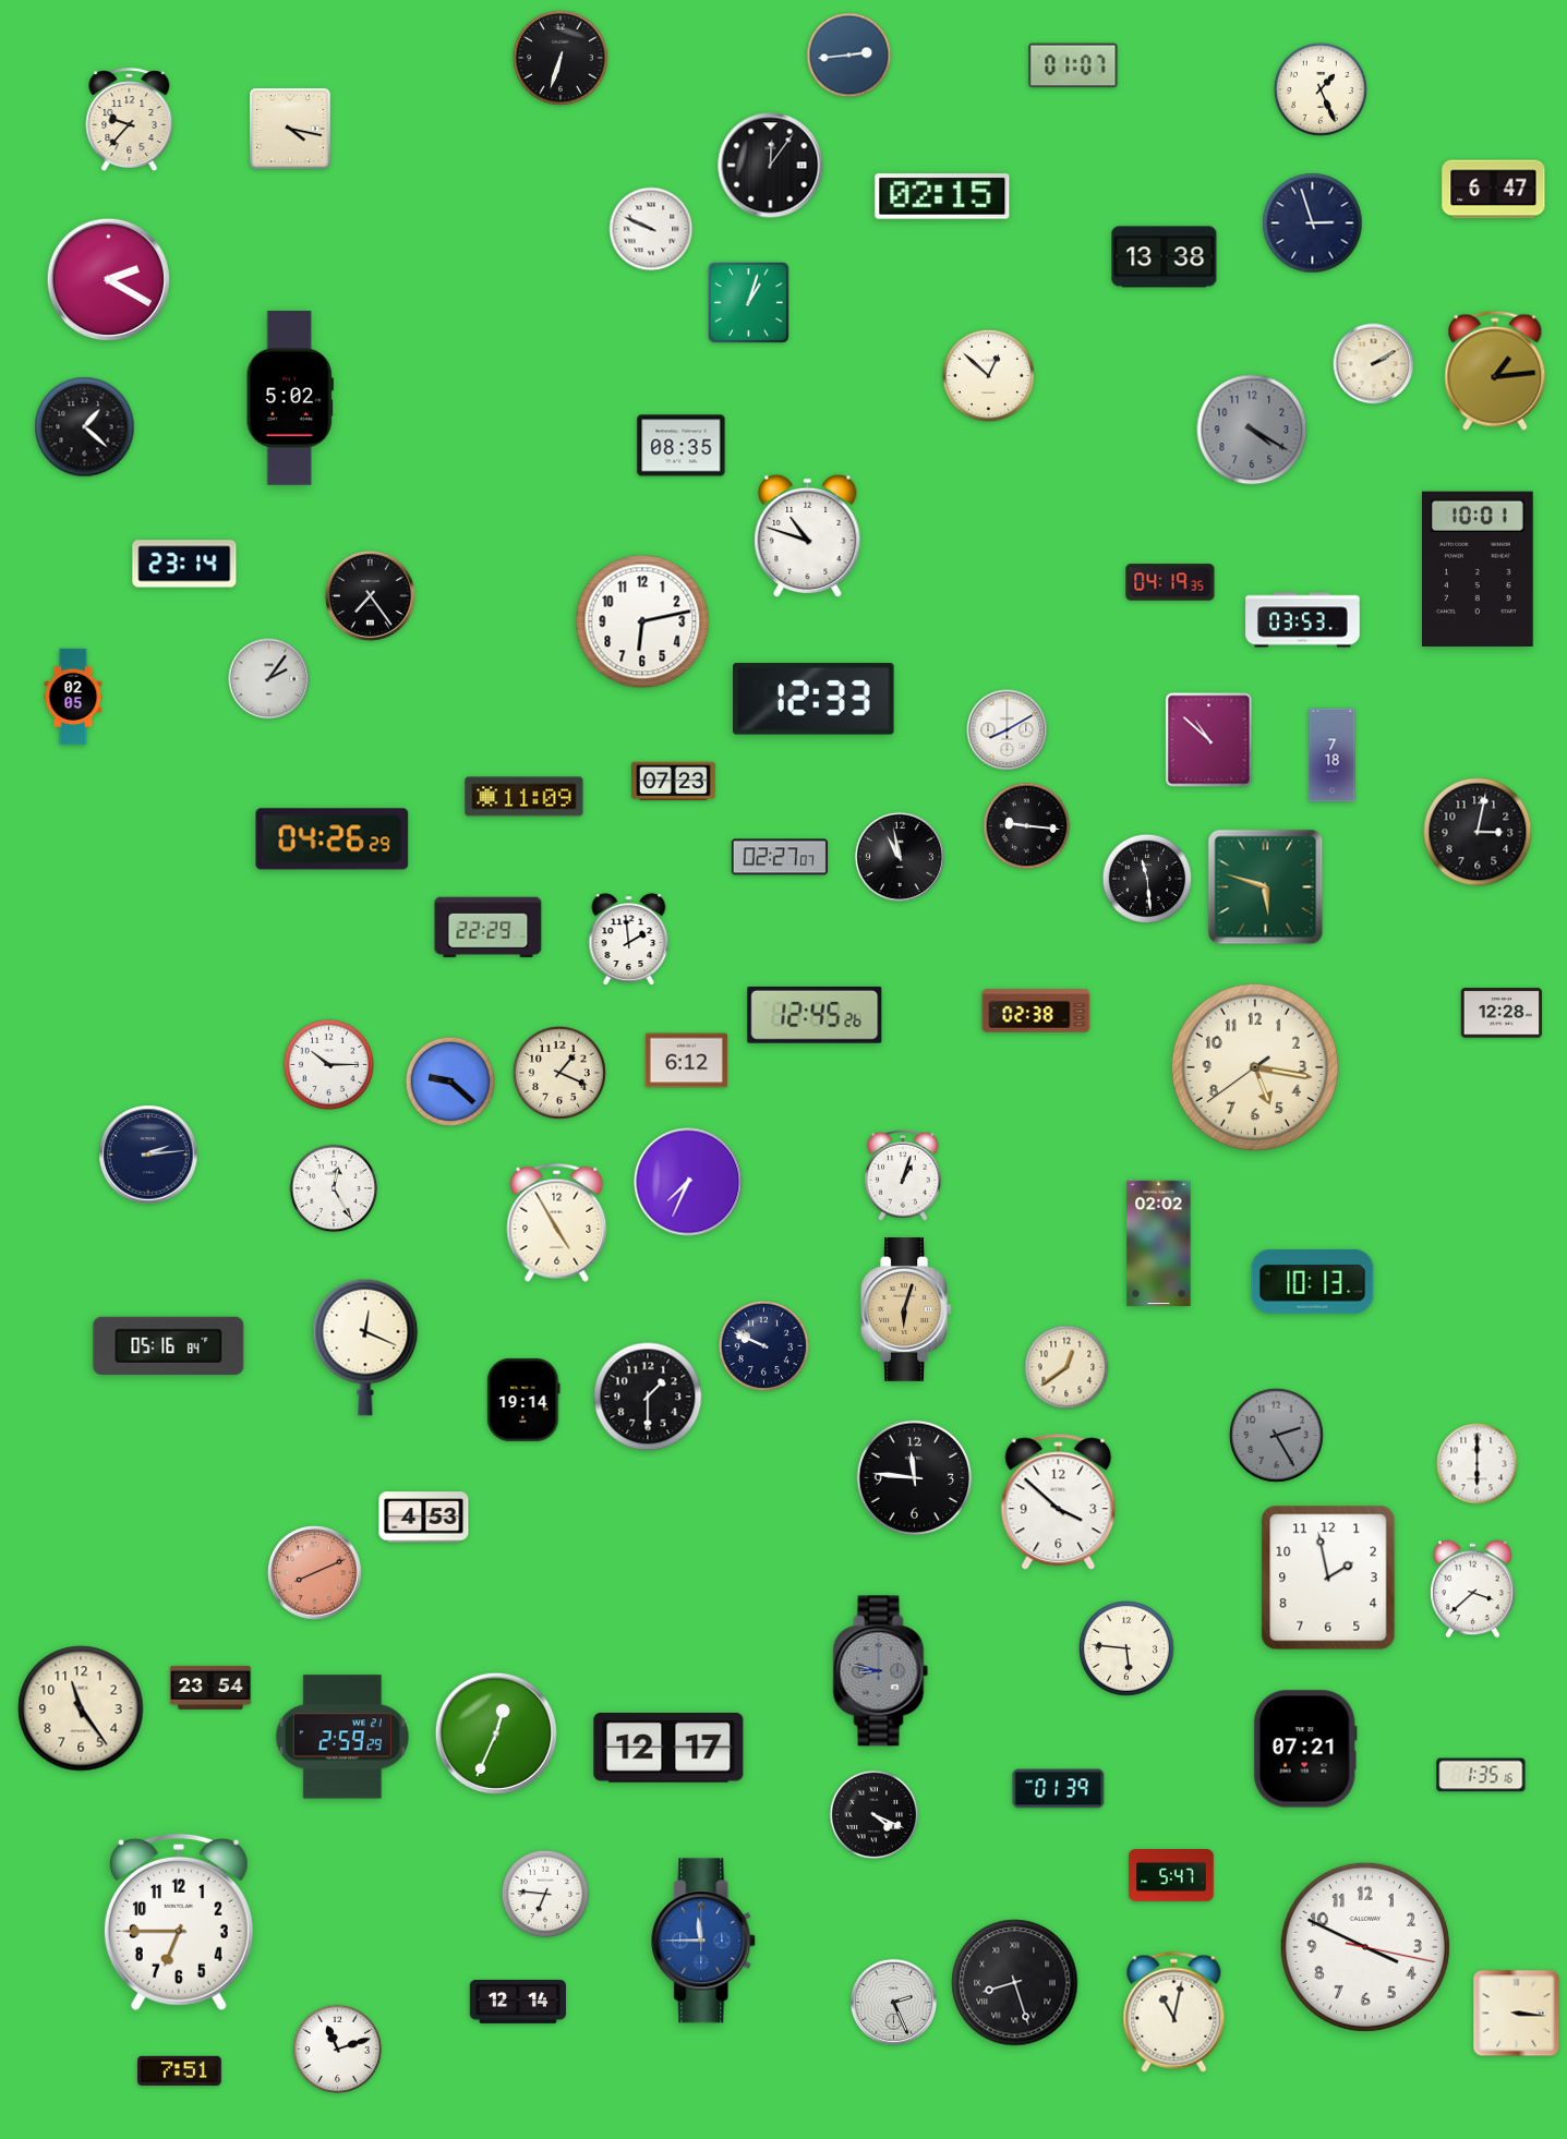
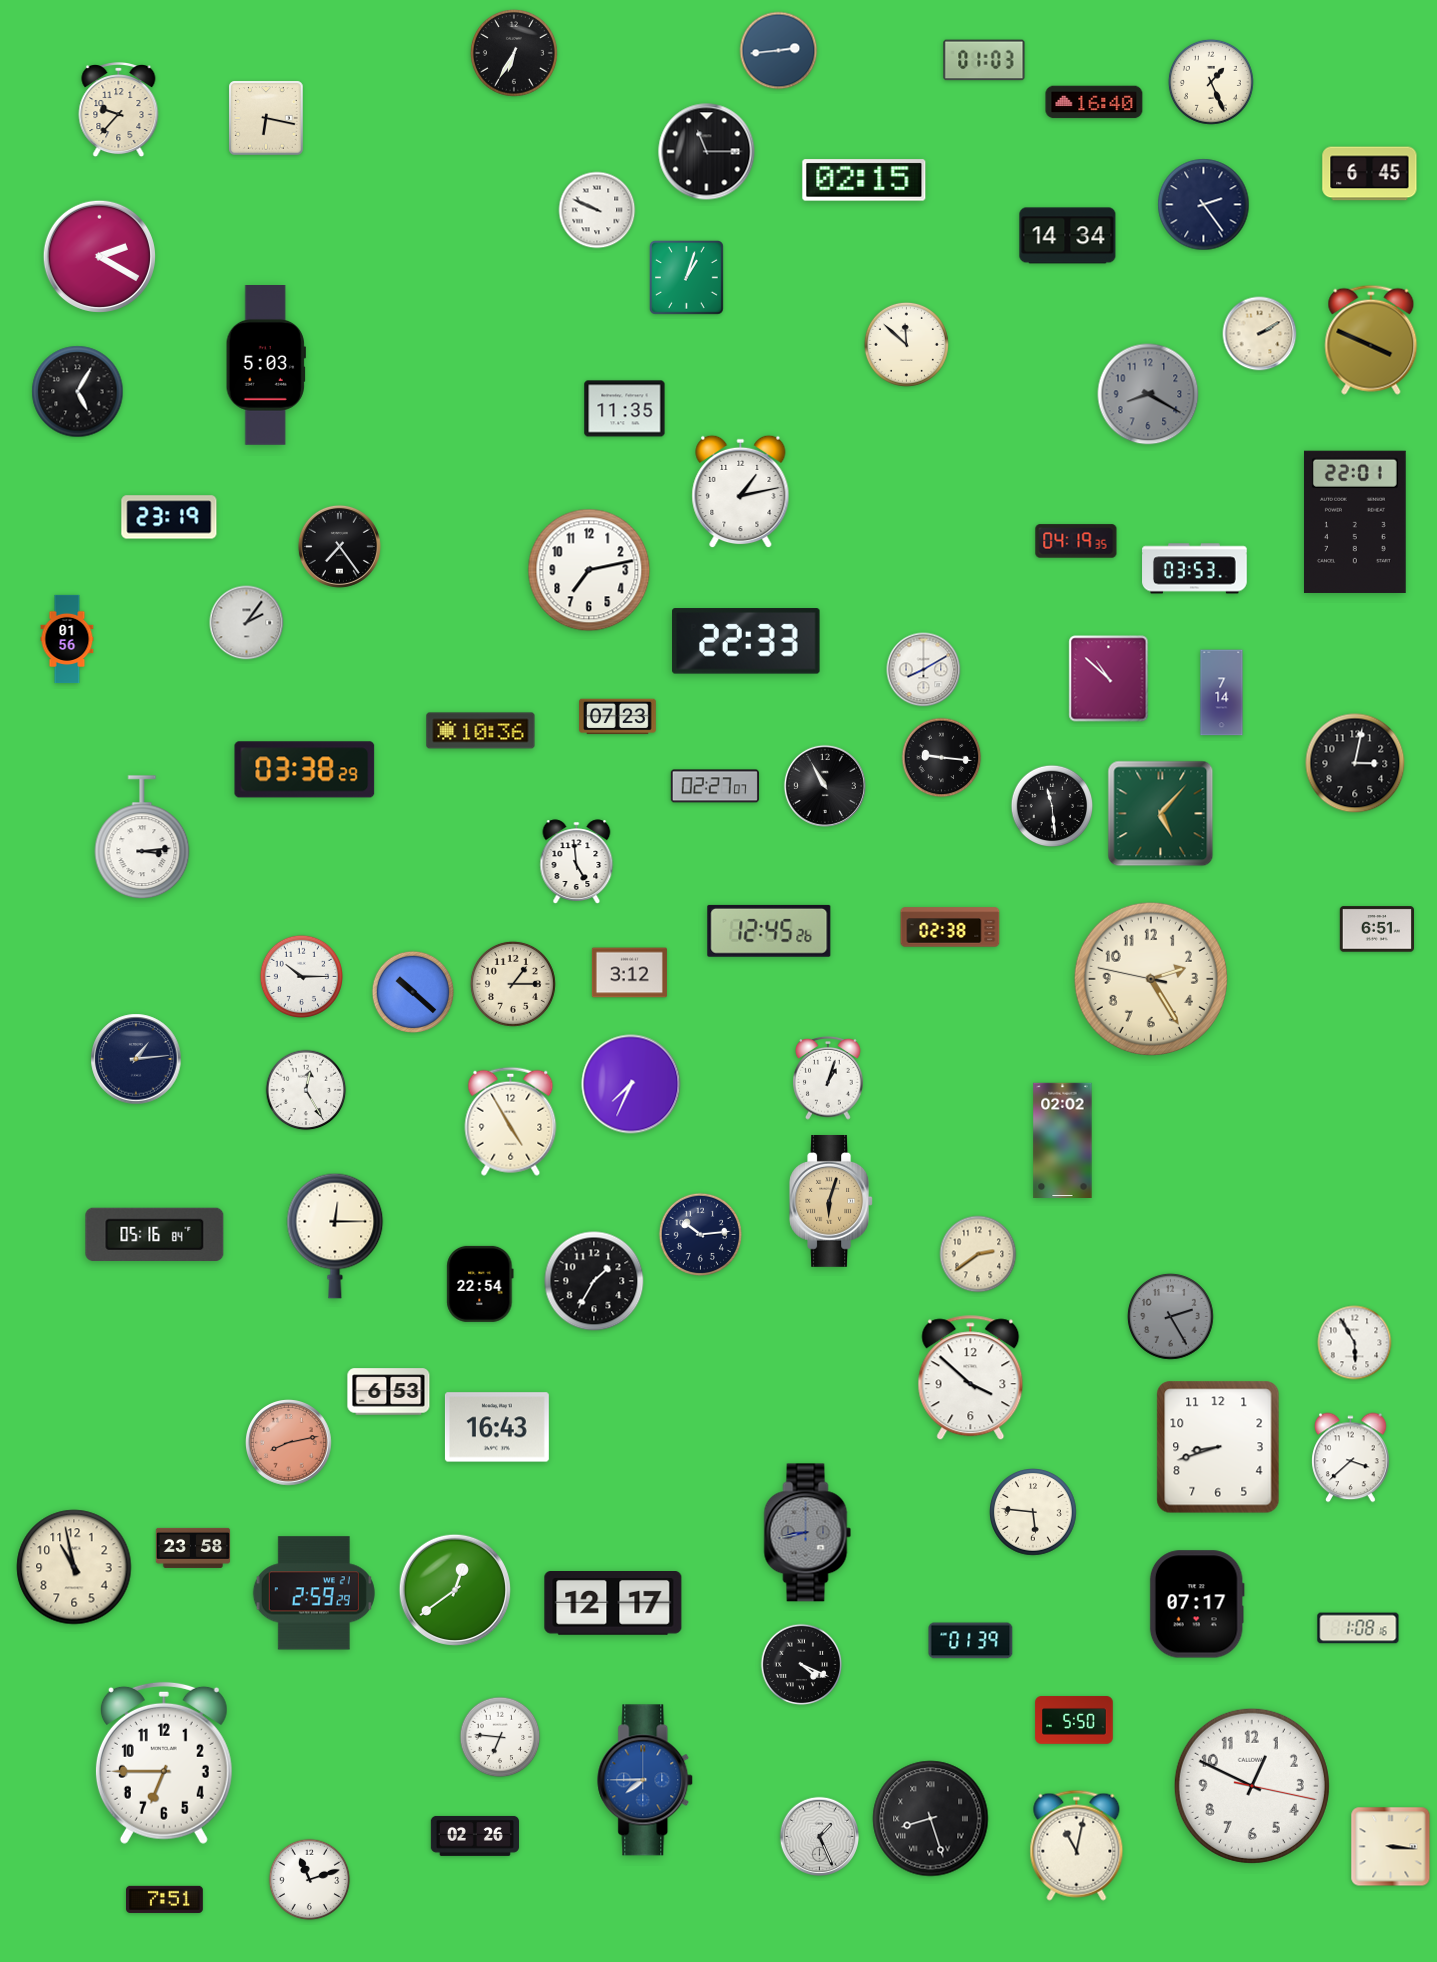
clock at (562, 59): 6:33 -> 6:35
clock at (1073, 65): 01:07 -> 01:03
clock at (1094, 102): none -> 16:40
clock at (290, 129): 4:17 -> 6:17
clock at (771, 166): 12:06 -> 11:15
clock at (1494, 190): 6:47 -> 6:45
clock at (1313, 223): 2:57 -> 2:24
clock at (1165, 257): 13:38 -> 14:34
clock at (1495, 371): 1:14 -> 3:49
clock at (988, 375): 12:52 -> 11:52
clock at (290, 399): 5:02 -> 5:03
clock at (85, 427): 1:22 -> 5:05
clock at (1252, 430): 4:20 -> 8:20
clock at (682, 446): 08:35 -> 11:35
clock at (808, 536): 10:48 -> 1:13
clock at (184, 564): 23:14 -> 23:19
clock at (1478, 569): 10:01 -> 22:01
clock at (1170, 582) position: (1170, 582) -> (1076, 541)
clock at (642, 621): 6:13 -> 7:13
clock at (73, 697): 02:05 -> 01:56
clock at (813, 699): 12:33 -> 22:33
clock at (1333, 756): 7:18 -> 7:14
clock at (525, 797): 11:09 -> 10:36
clock at (333, 839): 04:26 -> 03:38
clock at (900, 857): 10:58 -> 10:55
clock at (1266, 887): 5:48 -> 5:07
clock at (142, 838): none -> 3:14
clock at (489, 928): 22:29 -> none
clock at (629, 940): 1:59 -> 4:59
clock at (1500, 1013): 12:28 -> 6:51
clock at (815, 1015) position: (815, 1015) -> (769, 931)
clock at (686, 1061): 6:12 -> 3:12
clock at (1255, 1067): 5:16 -> 2:24
clock at (559, 1073): 1:19 -> 1:15
clock at (450, 1081): 9:22 -> 10:22
clock at (148, 1155): 2:14 -> 1:14
clock at (1313, 1281): 10:13 -> none
clock at (763, 1345): 9:49 -> 10:14
clock at (365, 1348): 12:19 -> 12:15
clock at (1066, 1367): 12:39 -> 2:39
clock at (648, 1397): 1:30 -> 1:35
clock at (523, 1400): 19:14 -> 22:54
clock at (1478, 1464): 6:00 -> 5:55
clock at (915, 1478): 11:46 -> none
clock at (424, 1518): 4:53 -> 6:53
clock at (497, 1427): none -> 16:43
clock at (315, 1573): 8:11 -> 8:13
clock at (1328, 1578): 1:58 -> 8:42
clock at (881, 1671): 8:47 -> 8:43
clock at (210, 1688): 23:54 -> 23:58
clock at (81, 1708): 11:24 -> 10:58
clock at (495, 1732): 12:34 -> 12:39
clock at (1305, 1749): 07:21 -> 07:17
clock at (1481, 1775): 1:35 -> 1:08
clock at (1171, 1875): 5:47 -> 5:50
clock at (704, 1941): 11:45 -> 7:45
clock at (1365, 1947): 3:49 -> 12:49
clock at (517, 2002): 12:14 -> 02:26
clock at (894, 2003): 2:26 -> 1:26
